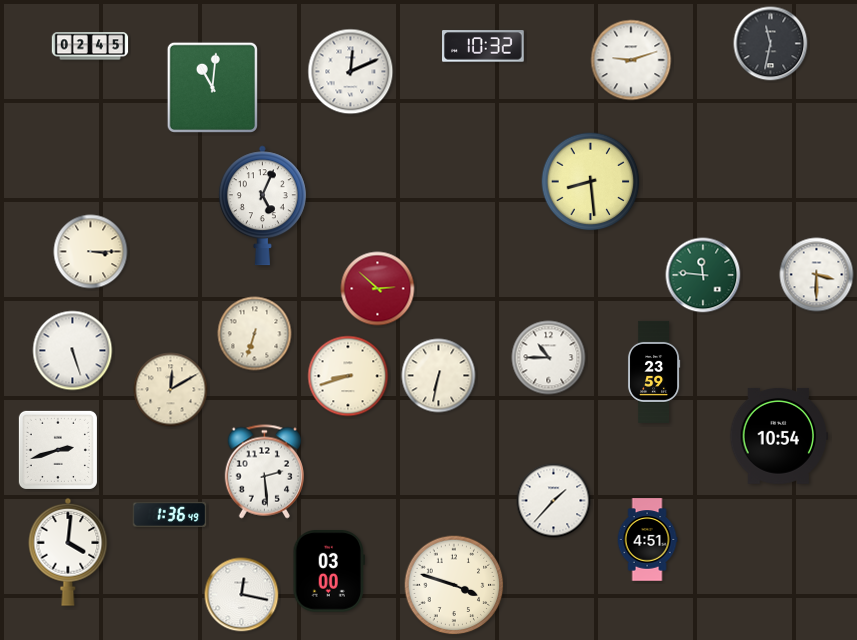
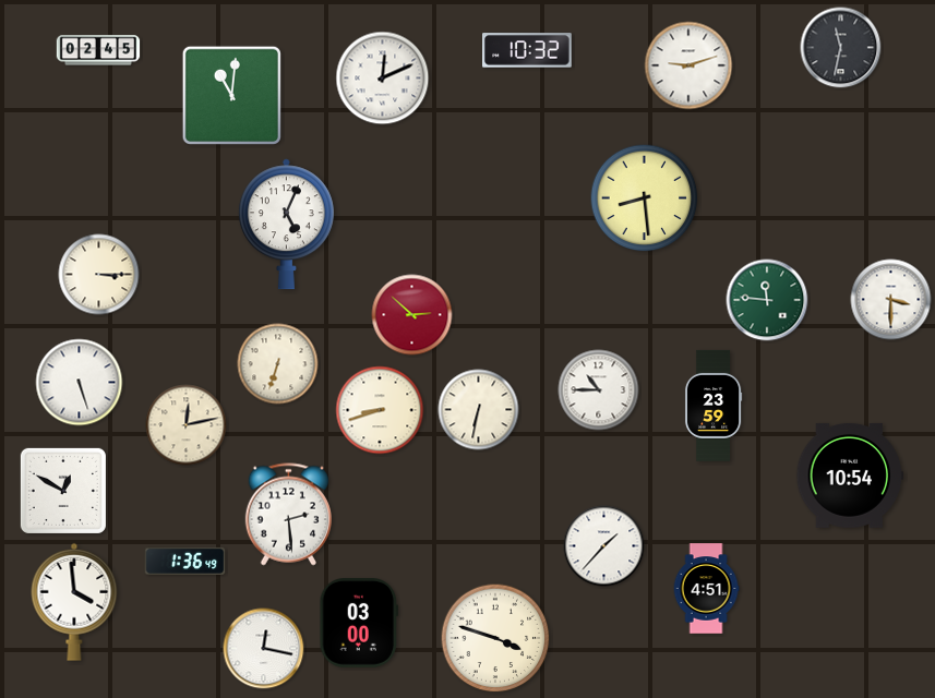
clock at (171, 390): 12:10 -> 12:13
clock at (58, 450): 2:42 -> 12:50
clock at (68, 552): 4:01 -> 3:59
